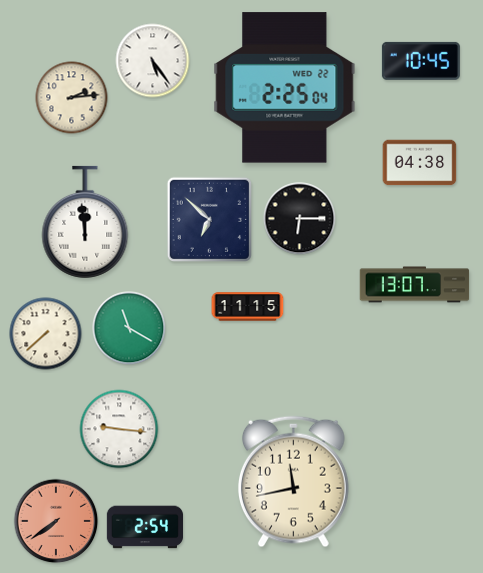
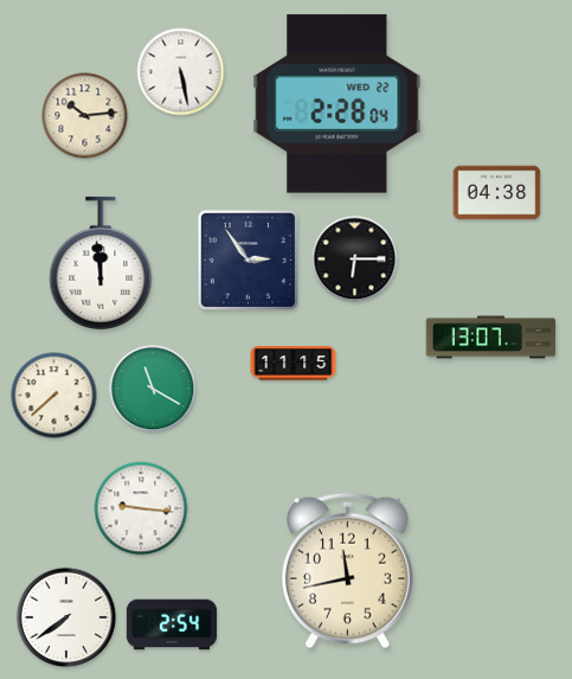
clock at (153, 61): 5:24 -> 5:28
clock at (421, 61): 10:45 -> none
clock at (285, 88): 2:25 -> 2:28
clock at (72, 98): 2:14 -> 10:14
clock at (209, 219): 6:52 -> 2:54
clock at (56, 521) dial: salmon -> white
